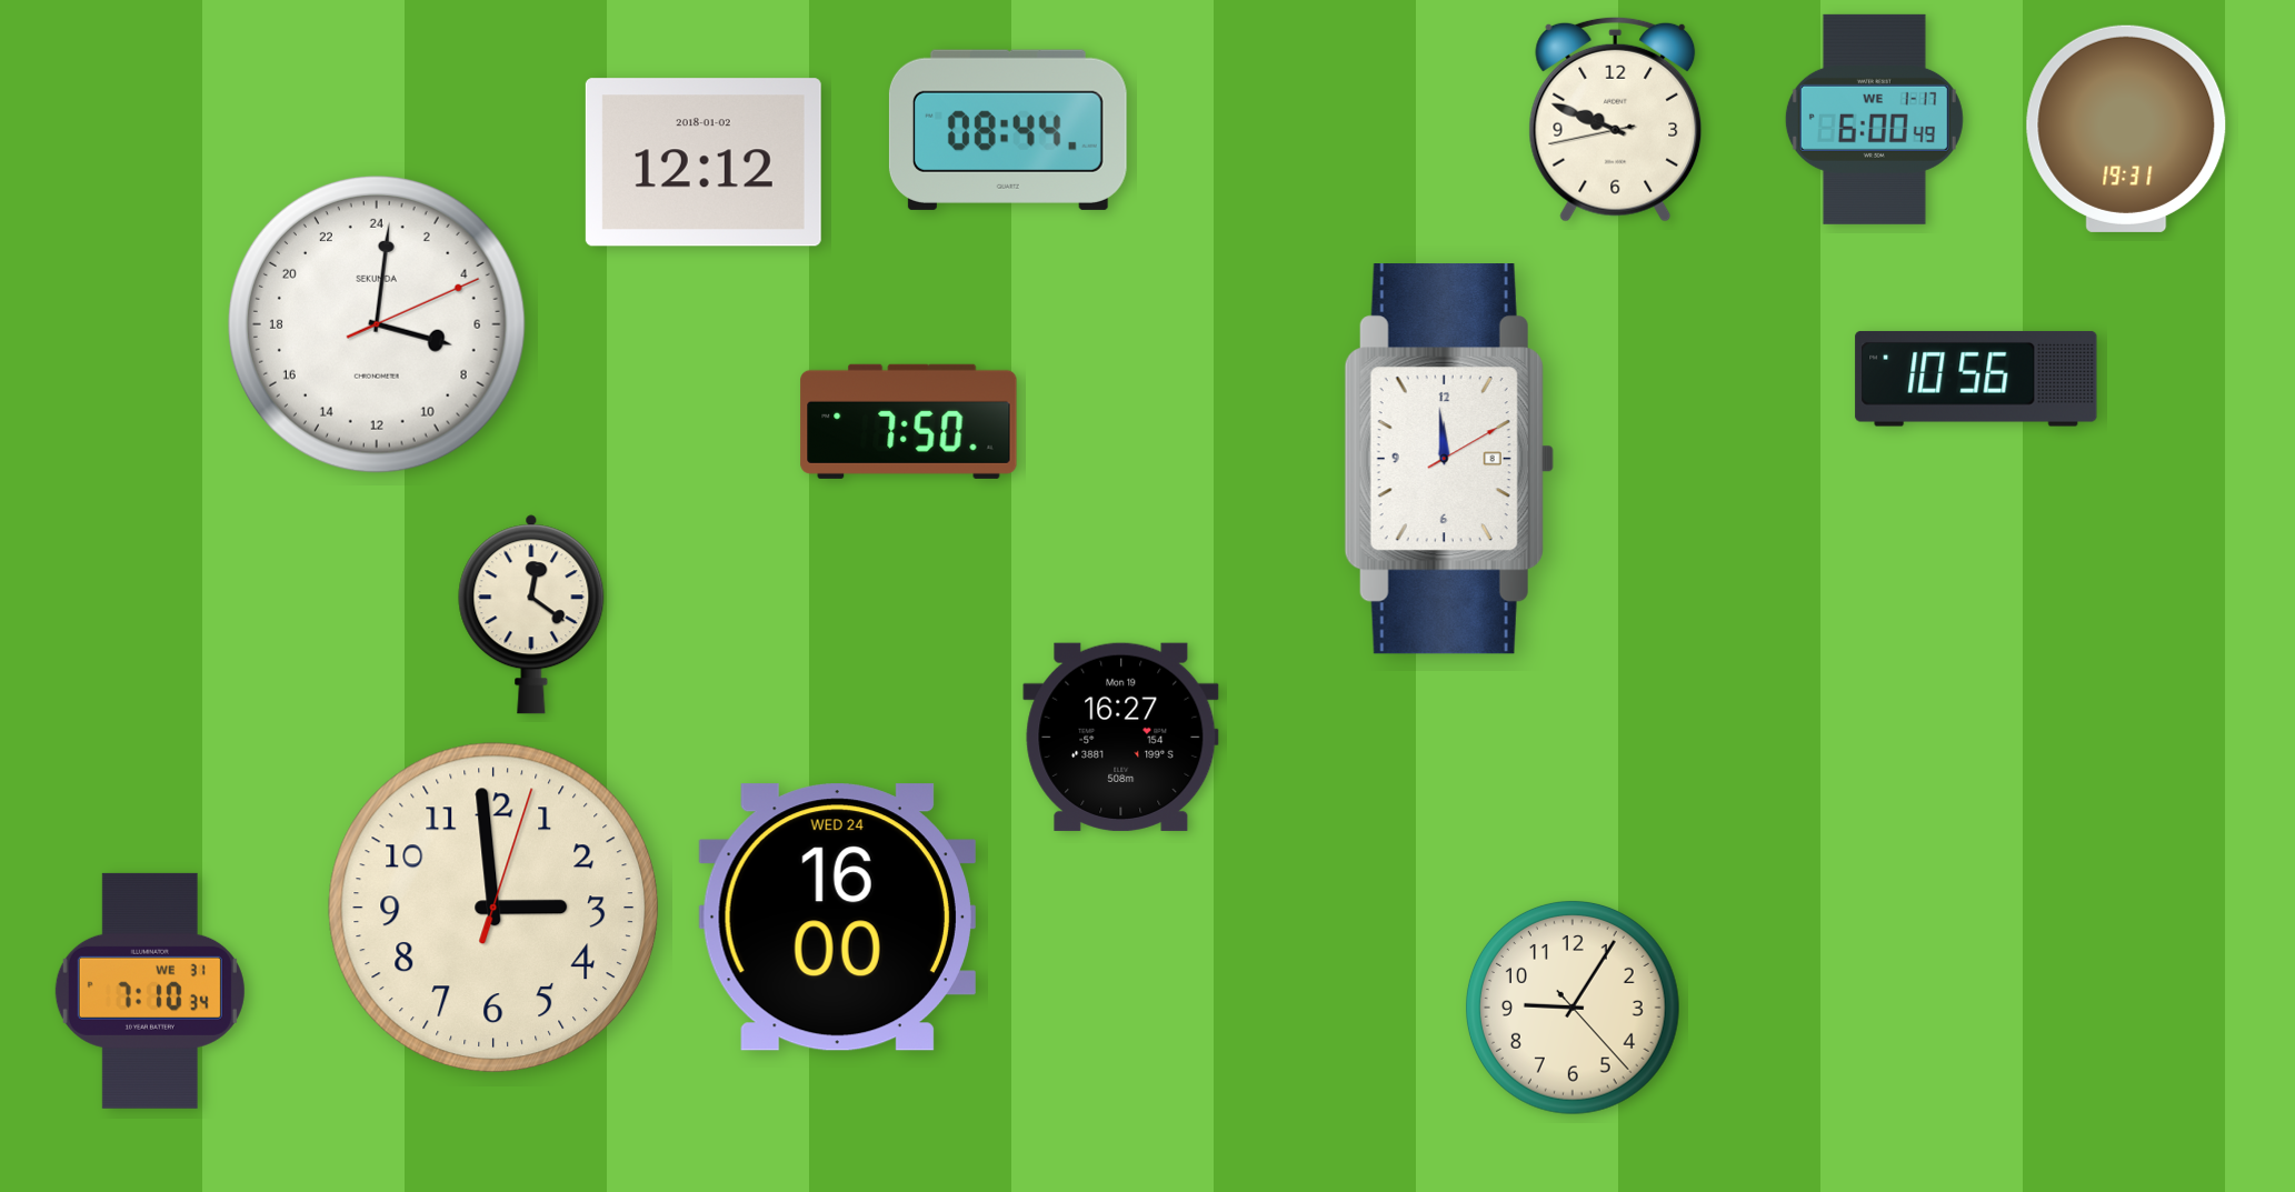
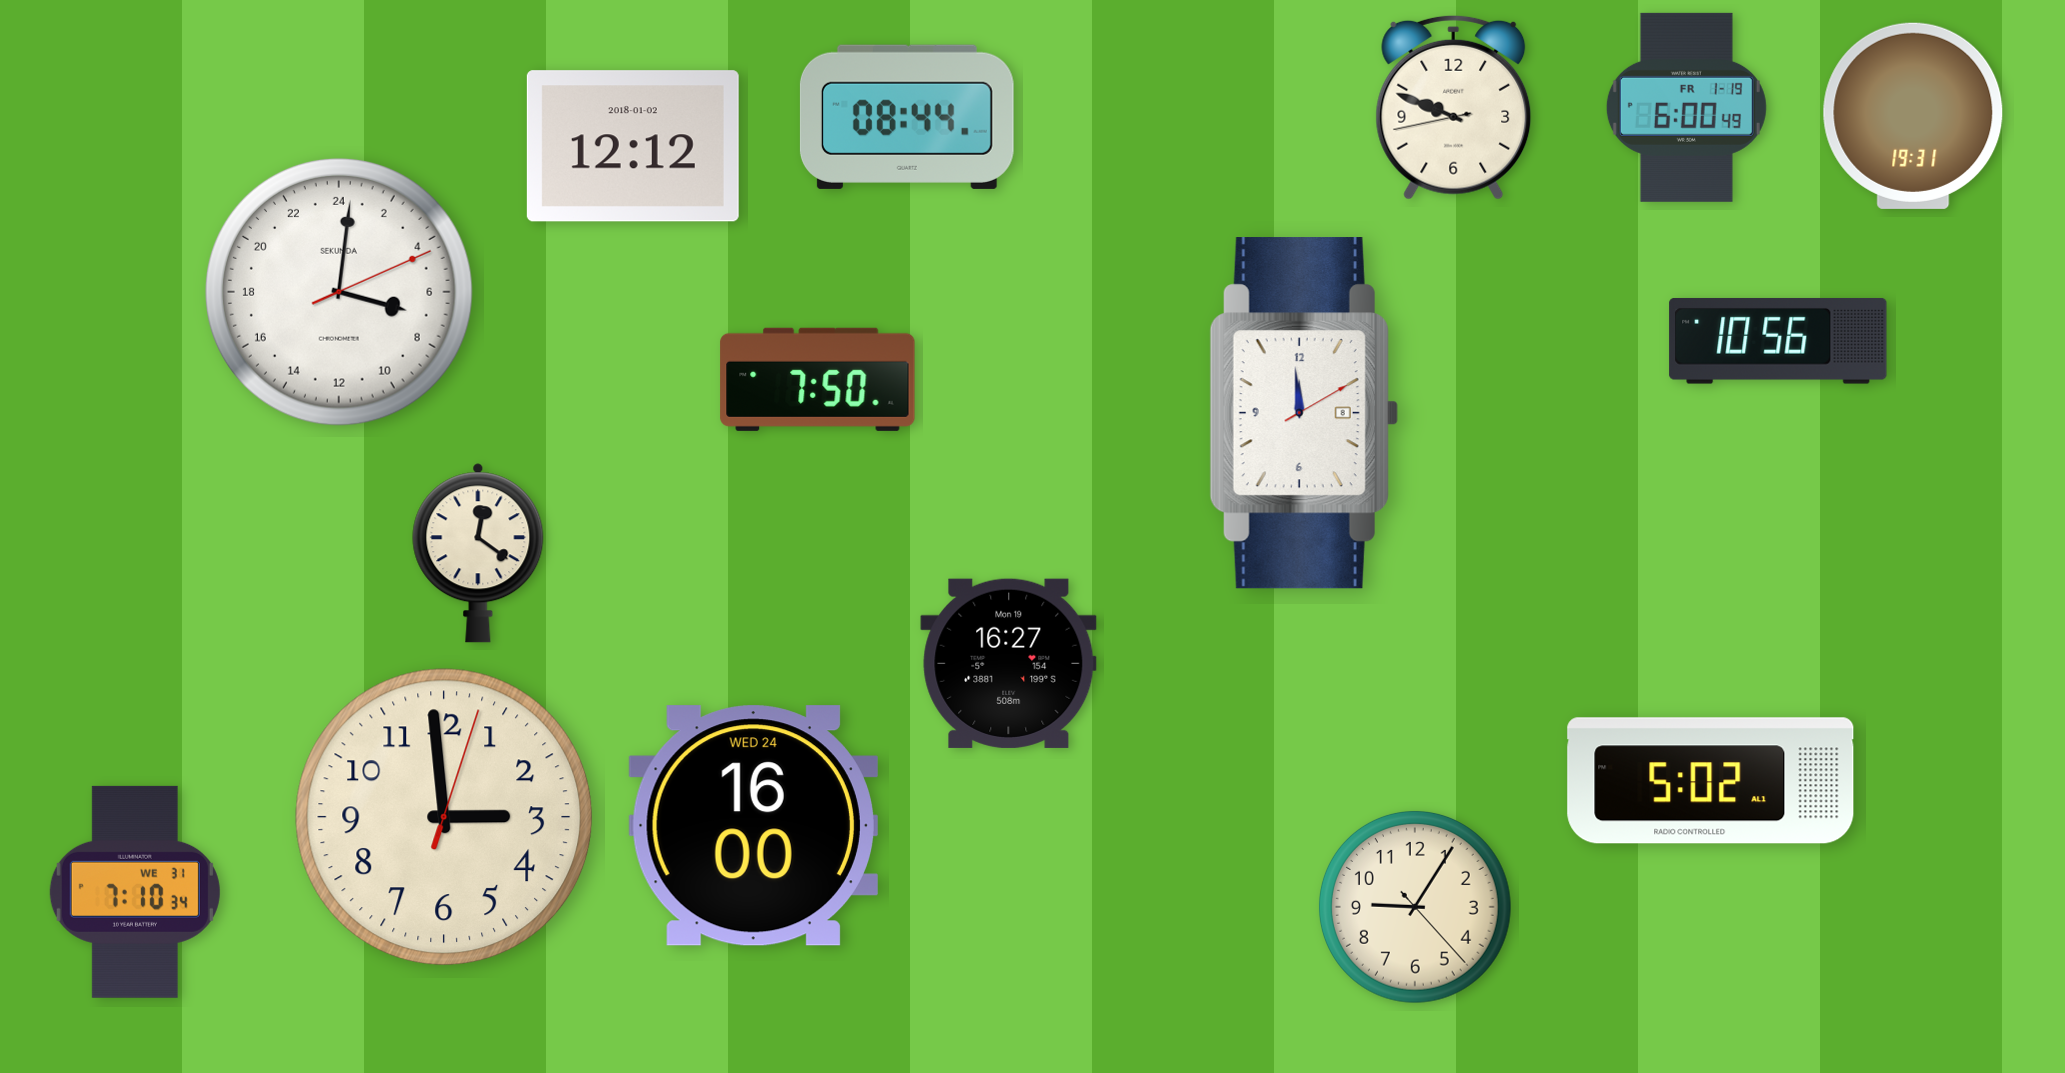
clock at (1874, 119) date: WE 1-17 -> FR 1-19
clock at (1711, 781): none -> 5:02
